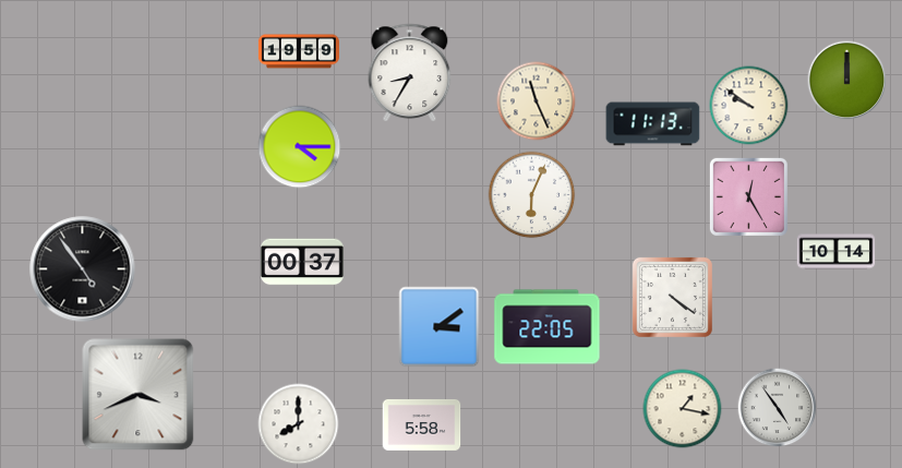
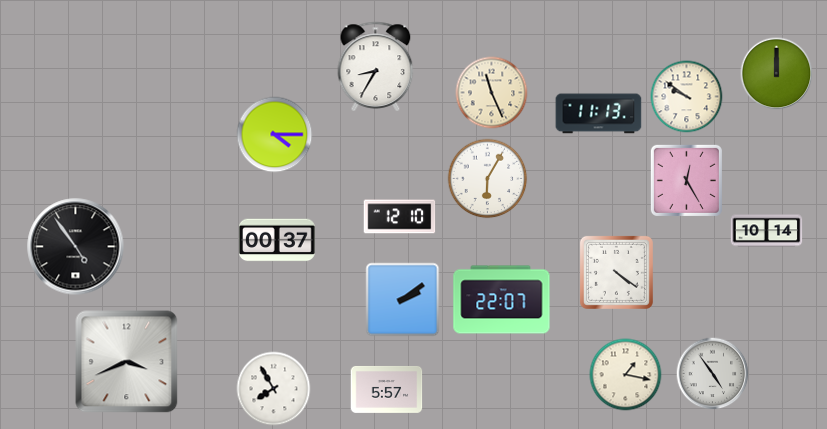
clock at (299, 51): 19:59 -> none
clock at (532, 195): 6:04 -> 6:05
clock at (400, 217): none -> 12:10
clock at (440, 327): 3:09 -> 2:09
clock at (548, 327): 22:05 -> 22:07
clock at (299, 424): 8:00 -> 7:55
clock at (422, 424): 5:58 -> 5:57
